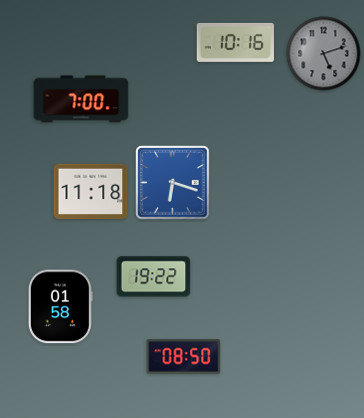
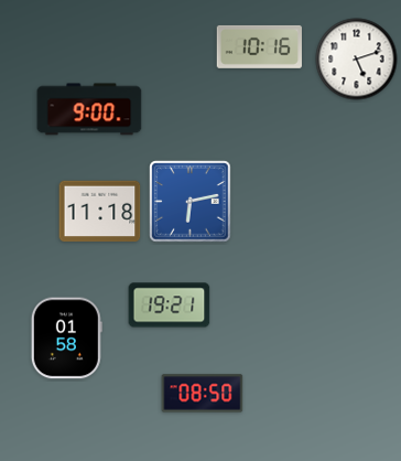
clock at (324, 54) dial: grey -> white
clock at (81, 99): 7:00 -> 9:00
clock at (173, 183): 6:18 -> 6:13
clock at (154, 277): 19:22 -> 19:21
